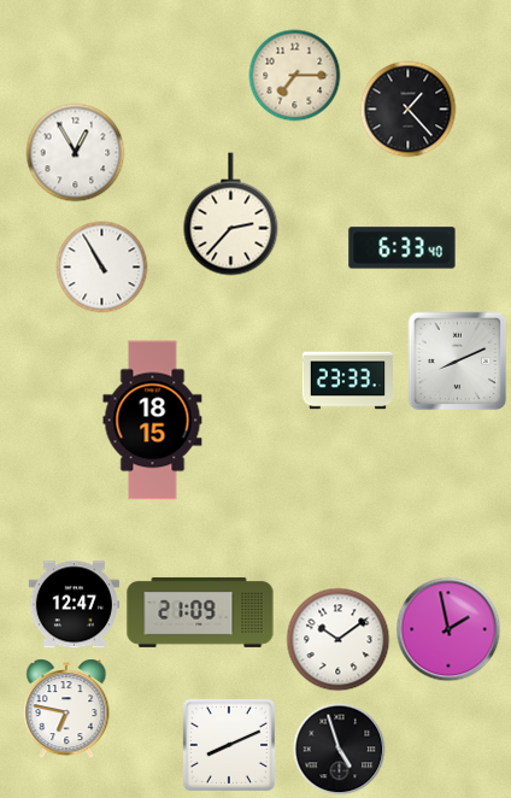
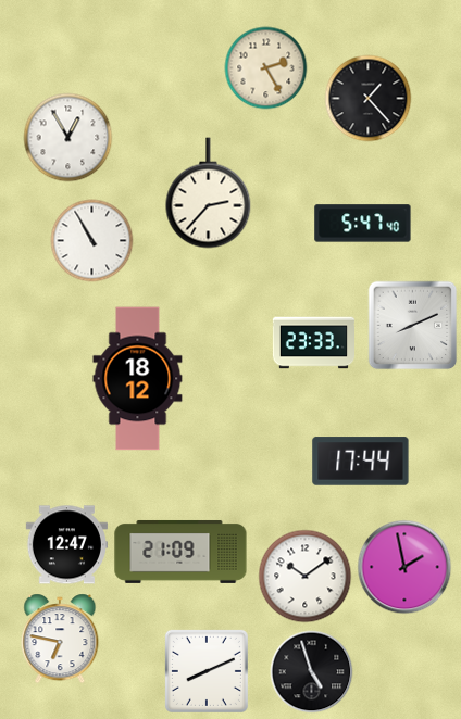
clock at (295, 76): 7:15 -> 2:25
clock at (403, 248): 6:33 -> 5:47
clock at (153, 421): 18:15 -> 18:12
clock at (361, 462): none -> 17:44
clock at (340, 750) position: (340, 750) -> (312, 672)
